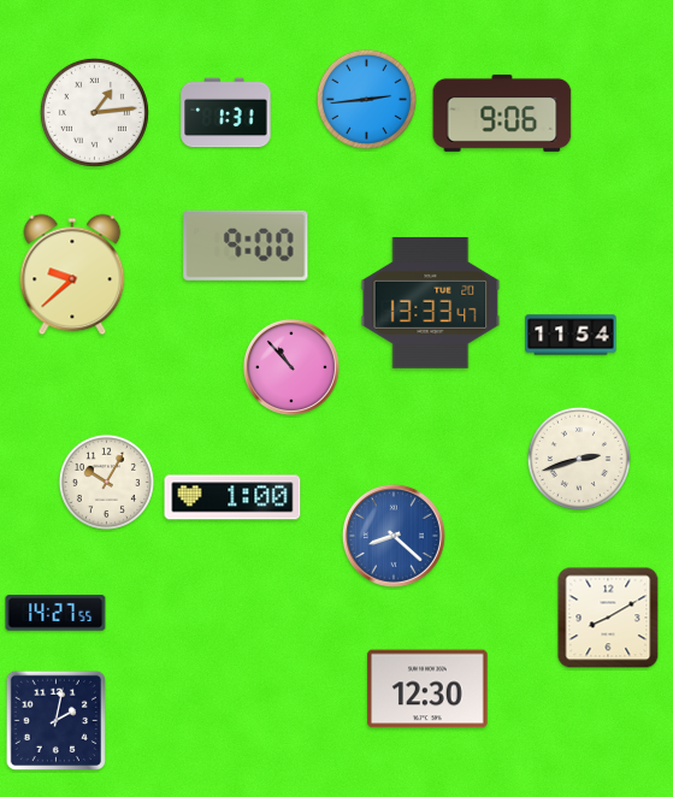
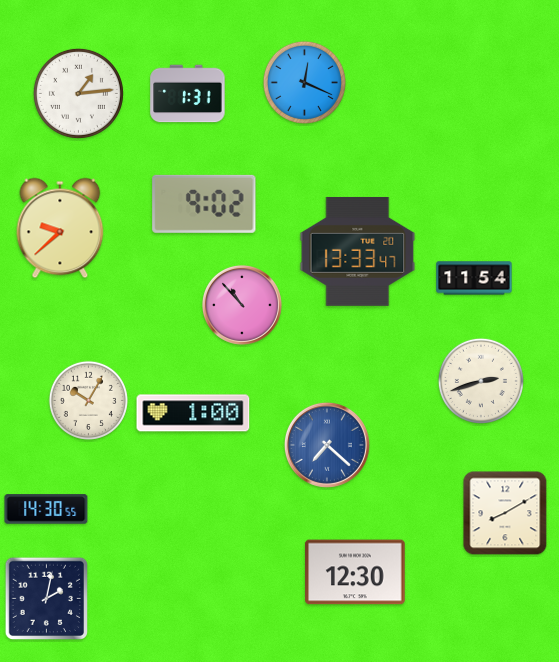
clock at (366, 99): 2:44 -> 12:19
clock at (502, 113): 9:06 -> none
clock at (246, 246): 9:00 -> 9:02
clock at (394, 536): 8:22 -> 7:22
clock at (55, 613): 14:27 -> 14:30
